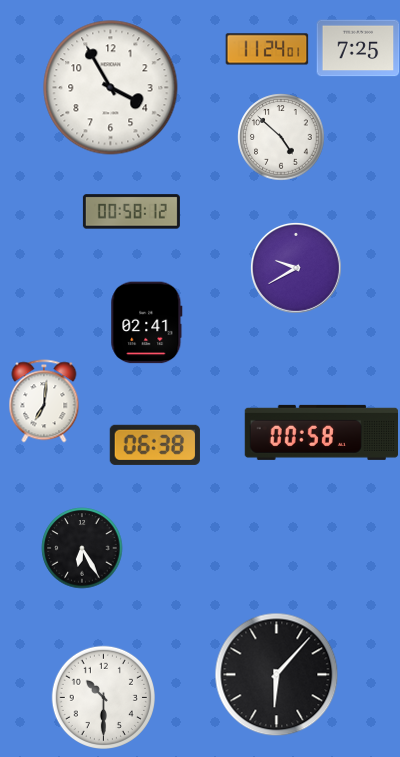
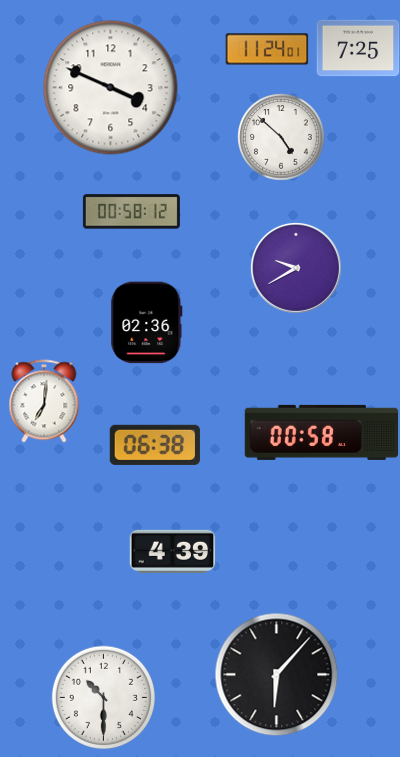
clock at (111, 88): 3:55 -> 3:49
clock at (147, 322): 02:41 -> 02:36
clock at (82, 548): 6:25 -> none
clock at (172, 551): none -> 4:39
